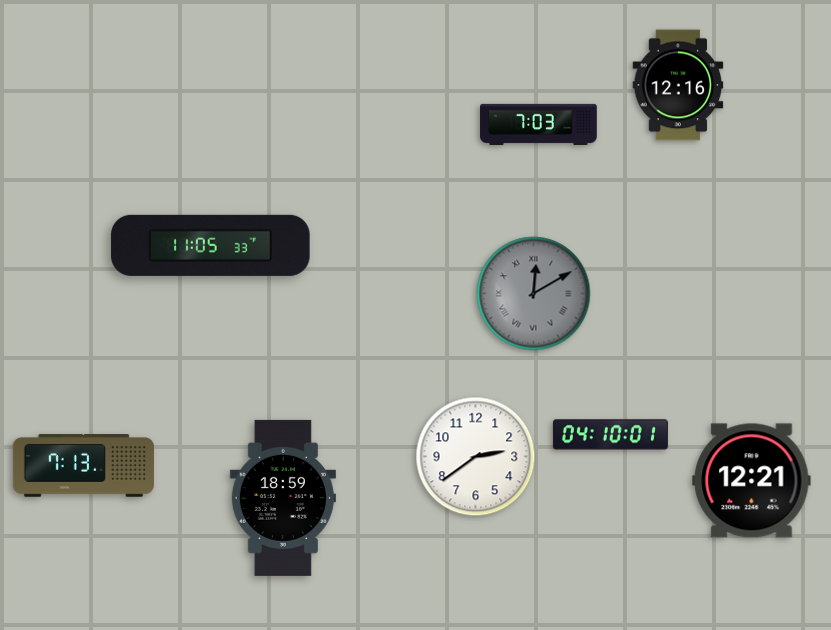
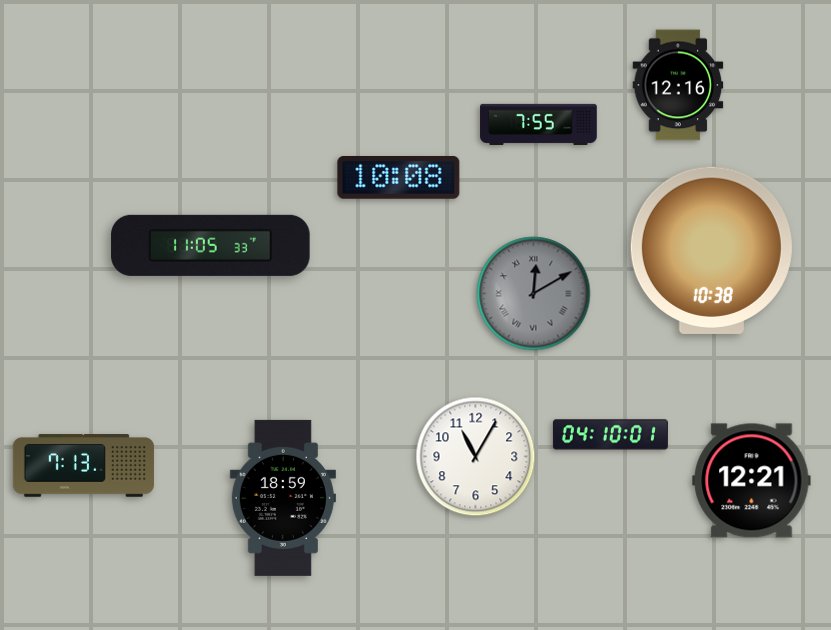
clock at (539, 124): 7:03 -> 7:55
clock at (399, 178): none -> 10:08
clock at (711, 250): none -> 10:38
clock at (476, 457): 2:39 -> 11:05
